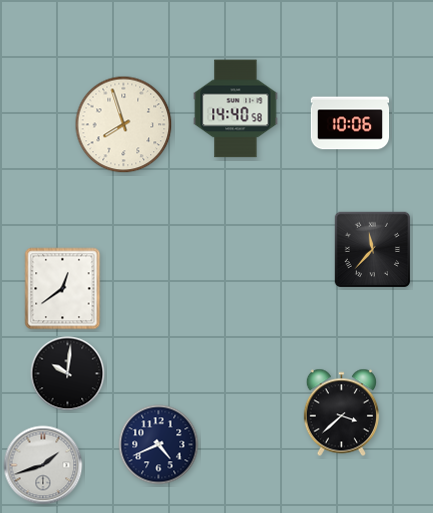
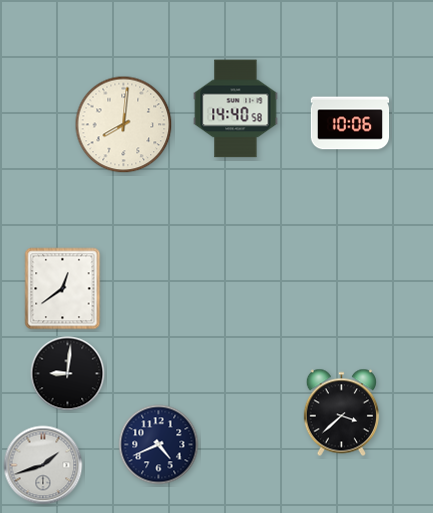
clock at (124, 125): 7:57 -> 8:01
clock at (372, 249): 11:37 -> none
clock at (68, 374): 10:01 -> 9:01
